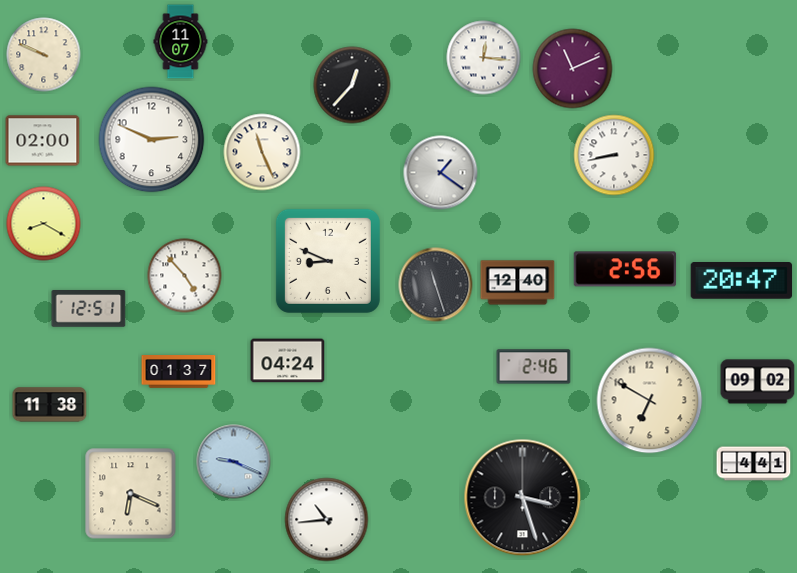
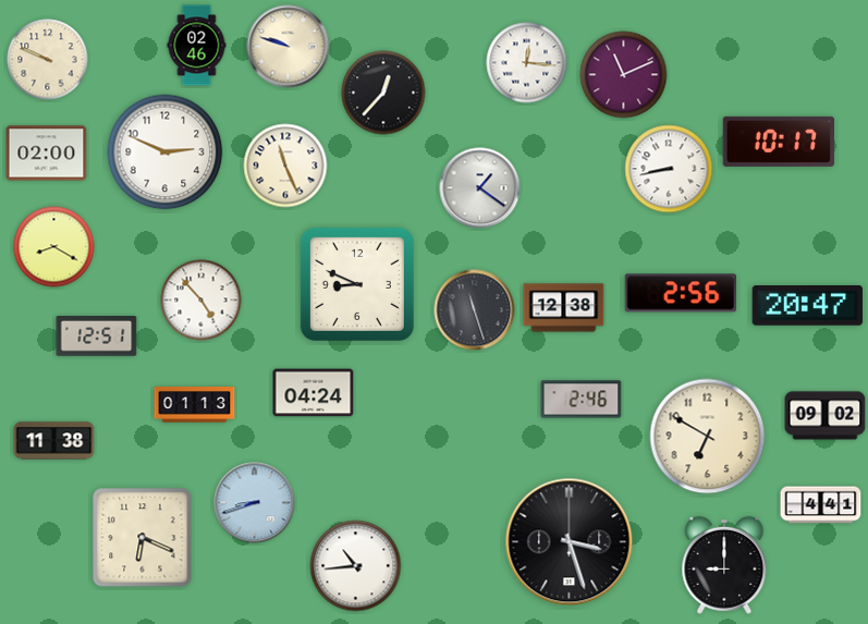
clock at (181, 42): 11:07 -> 02:46
clock at (289, 47): none -> 9:48
clock at (779, 142): none -> 10:17
clock at (44, 224) position: (44, 224) -> (54, 247)
clock at (518, 283): 12:40 -> 12:38
clock at (179, 372): 01:37 -> 01:13
clock at (234, 462): 9:19 -> 8:42
clock at (724, 565): none -> 9:00
